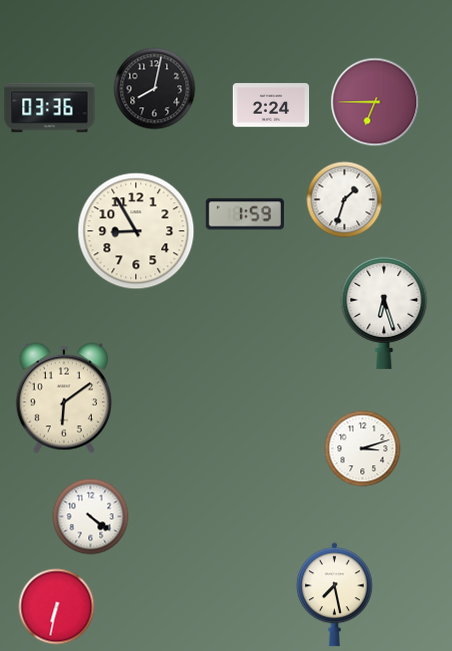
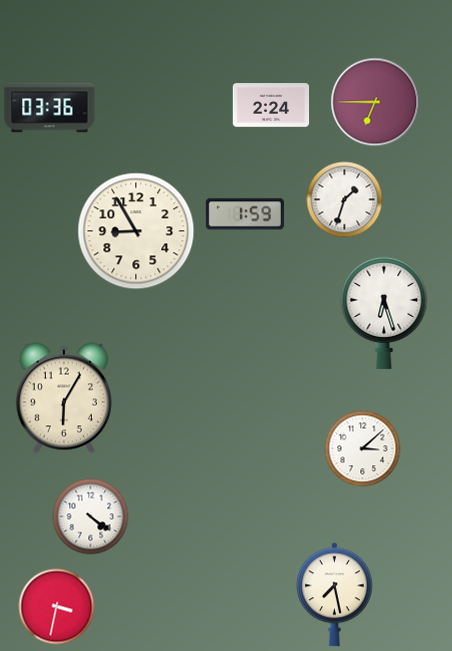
clock at (155, 89): 8:02 -> none
clock at (64, 398): 6:09 -> 6:05
clock at (363, 449): 3:12 -> 3:08
clock at (57, 607): 6:32 -> 3:32
